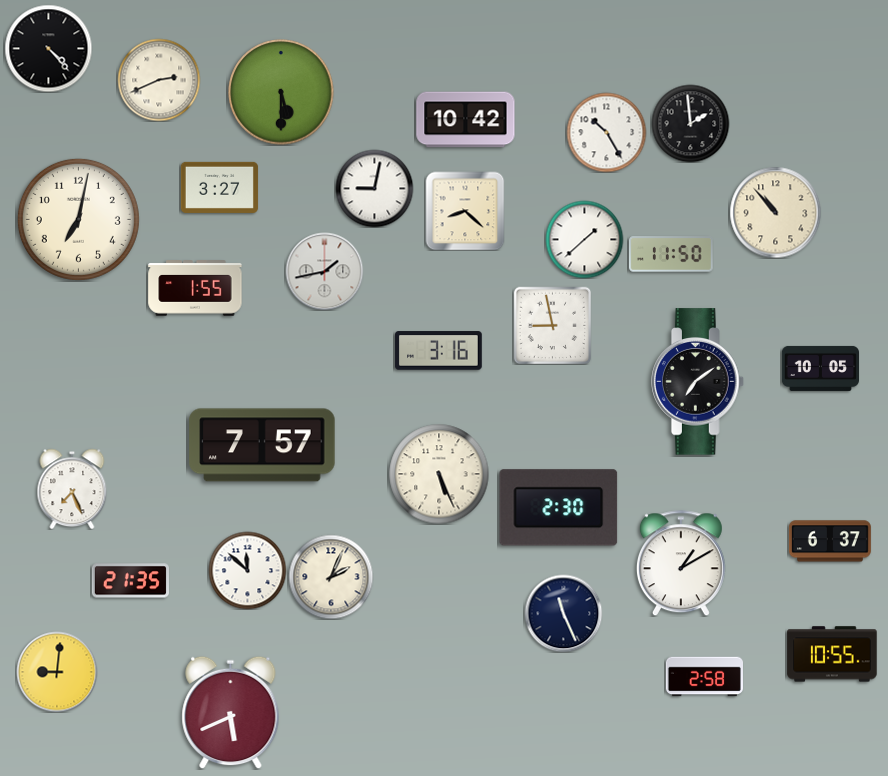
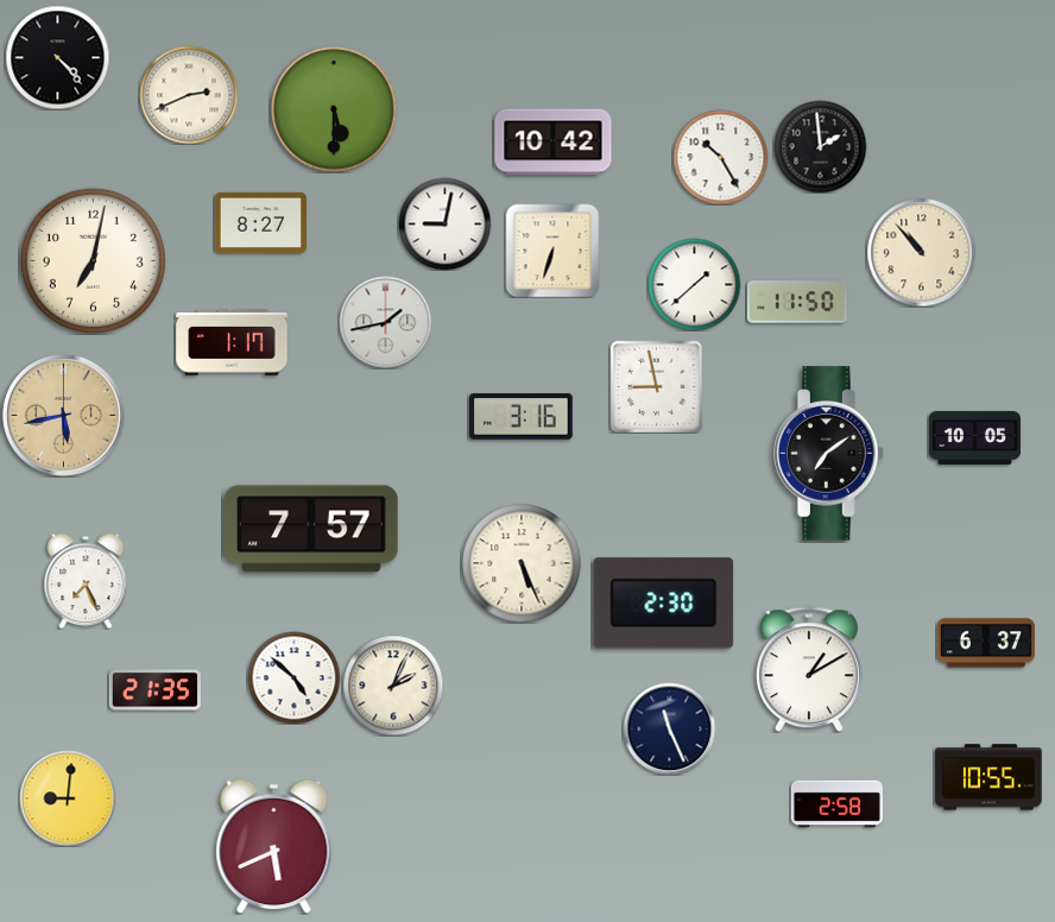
clock at (219, 187): 3:27 -> 8:27
clock at (465, 211): 8:22 -> 6:33
clock at (195, 288): 1:55 -> 1:17
clock at (63, 415): none -> 5:43
clock at (247, 570): 11:52 -> 4:52
